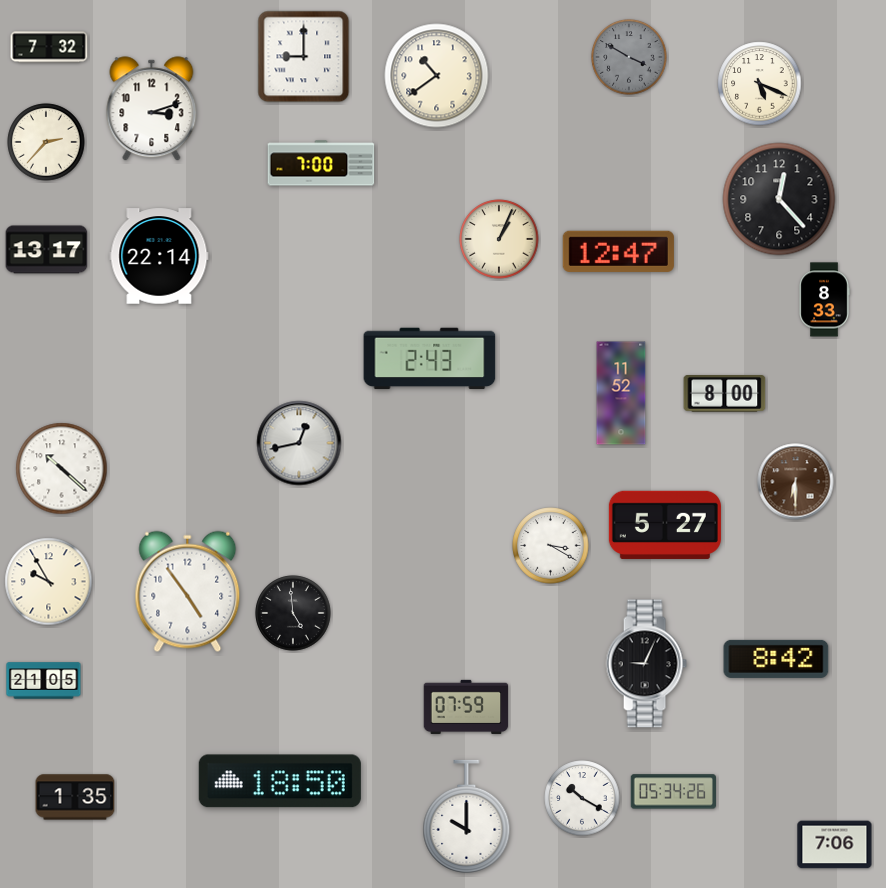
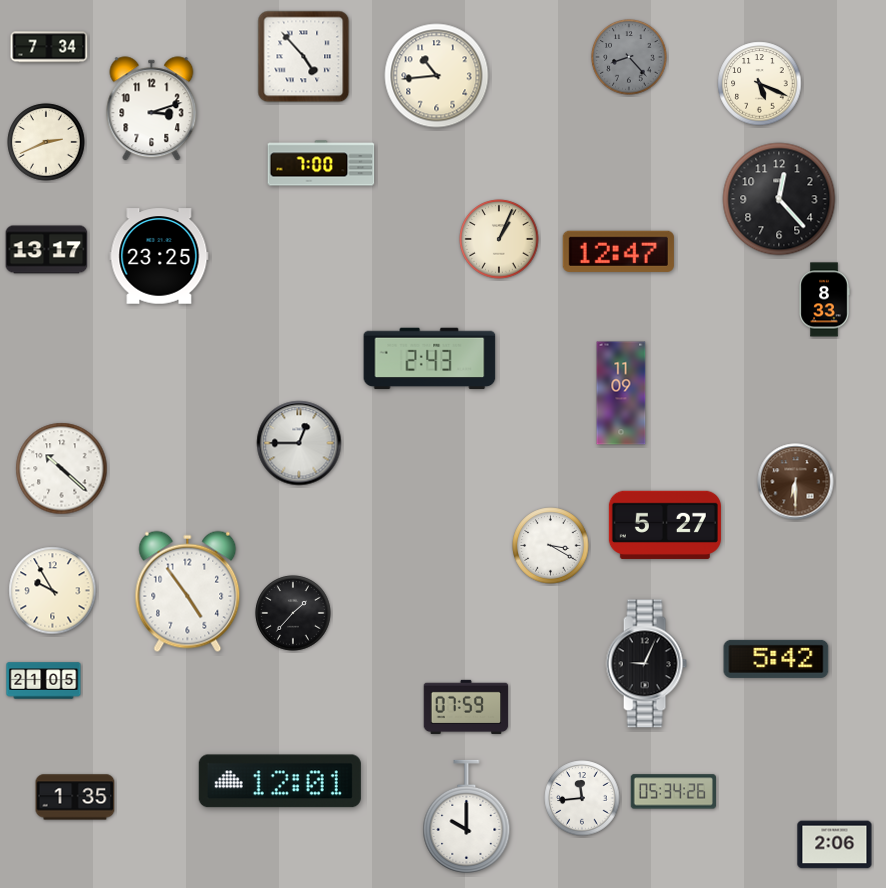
clock at (49, 47): 7:32 -> 7:34
clock at (304, 57): 9:00 -> 4:53
clock at (629, 57): 3:50 -> 8:23
clock at (437, 76): 10:39 -> 10:44
clock at (46, 142): 2:37 -> 2:41
clock at (159, 256): 22:14 -> 23:25
clock at (621, 393): 11:52 -> 11:09
clock at (725, 394): 8:00 -> none
clock at (299, 443): 12:43 -> 12:45
clock at (49, 582) position: (49, 582) -> (53, 591)
clock at (293, 613): 4:59 -> 1:37
clock at (776, 659): 8:42 -> 5:42
clock at (280, 781): 18:50 -> 12:01
clock at (582, 798): 10:20 -> 11:44
clock at (835, 845): 7:06 -> 2:06
